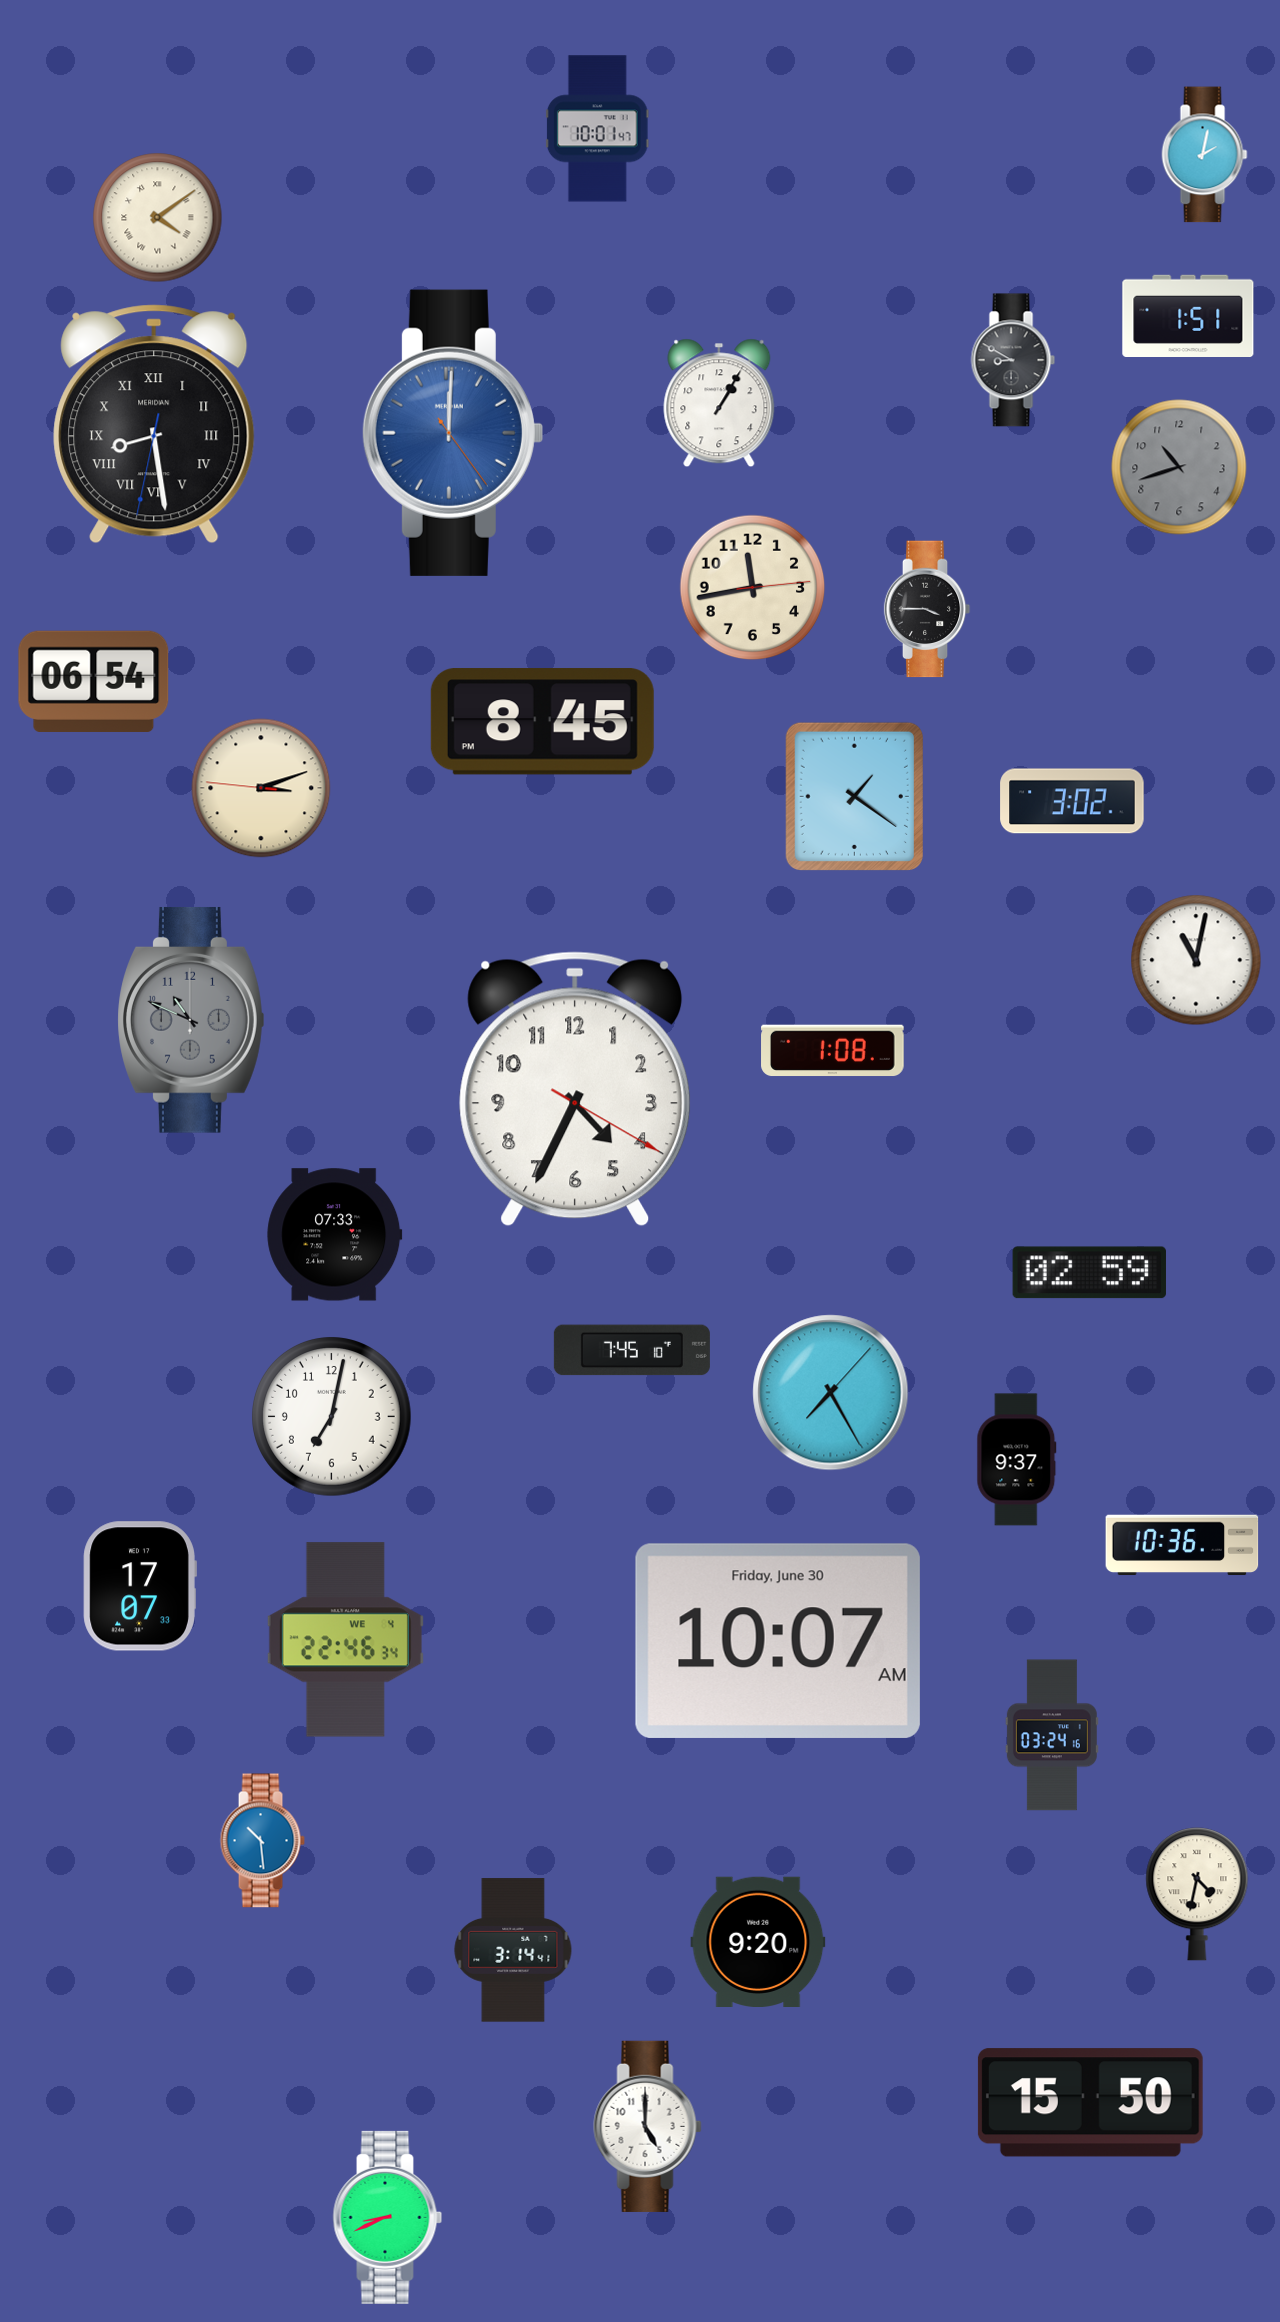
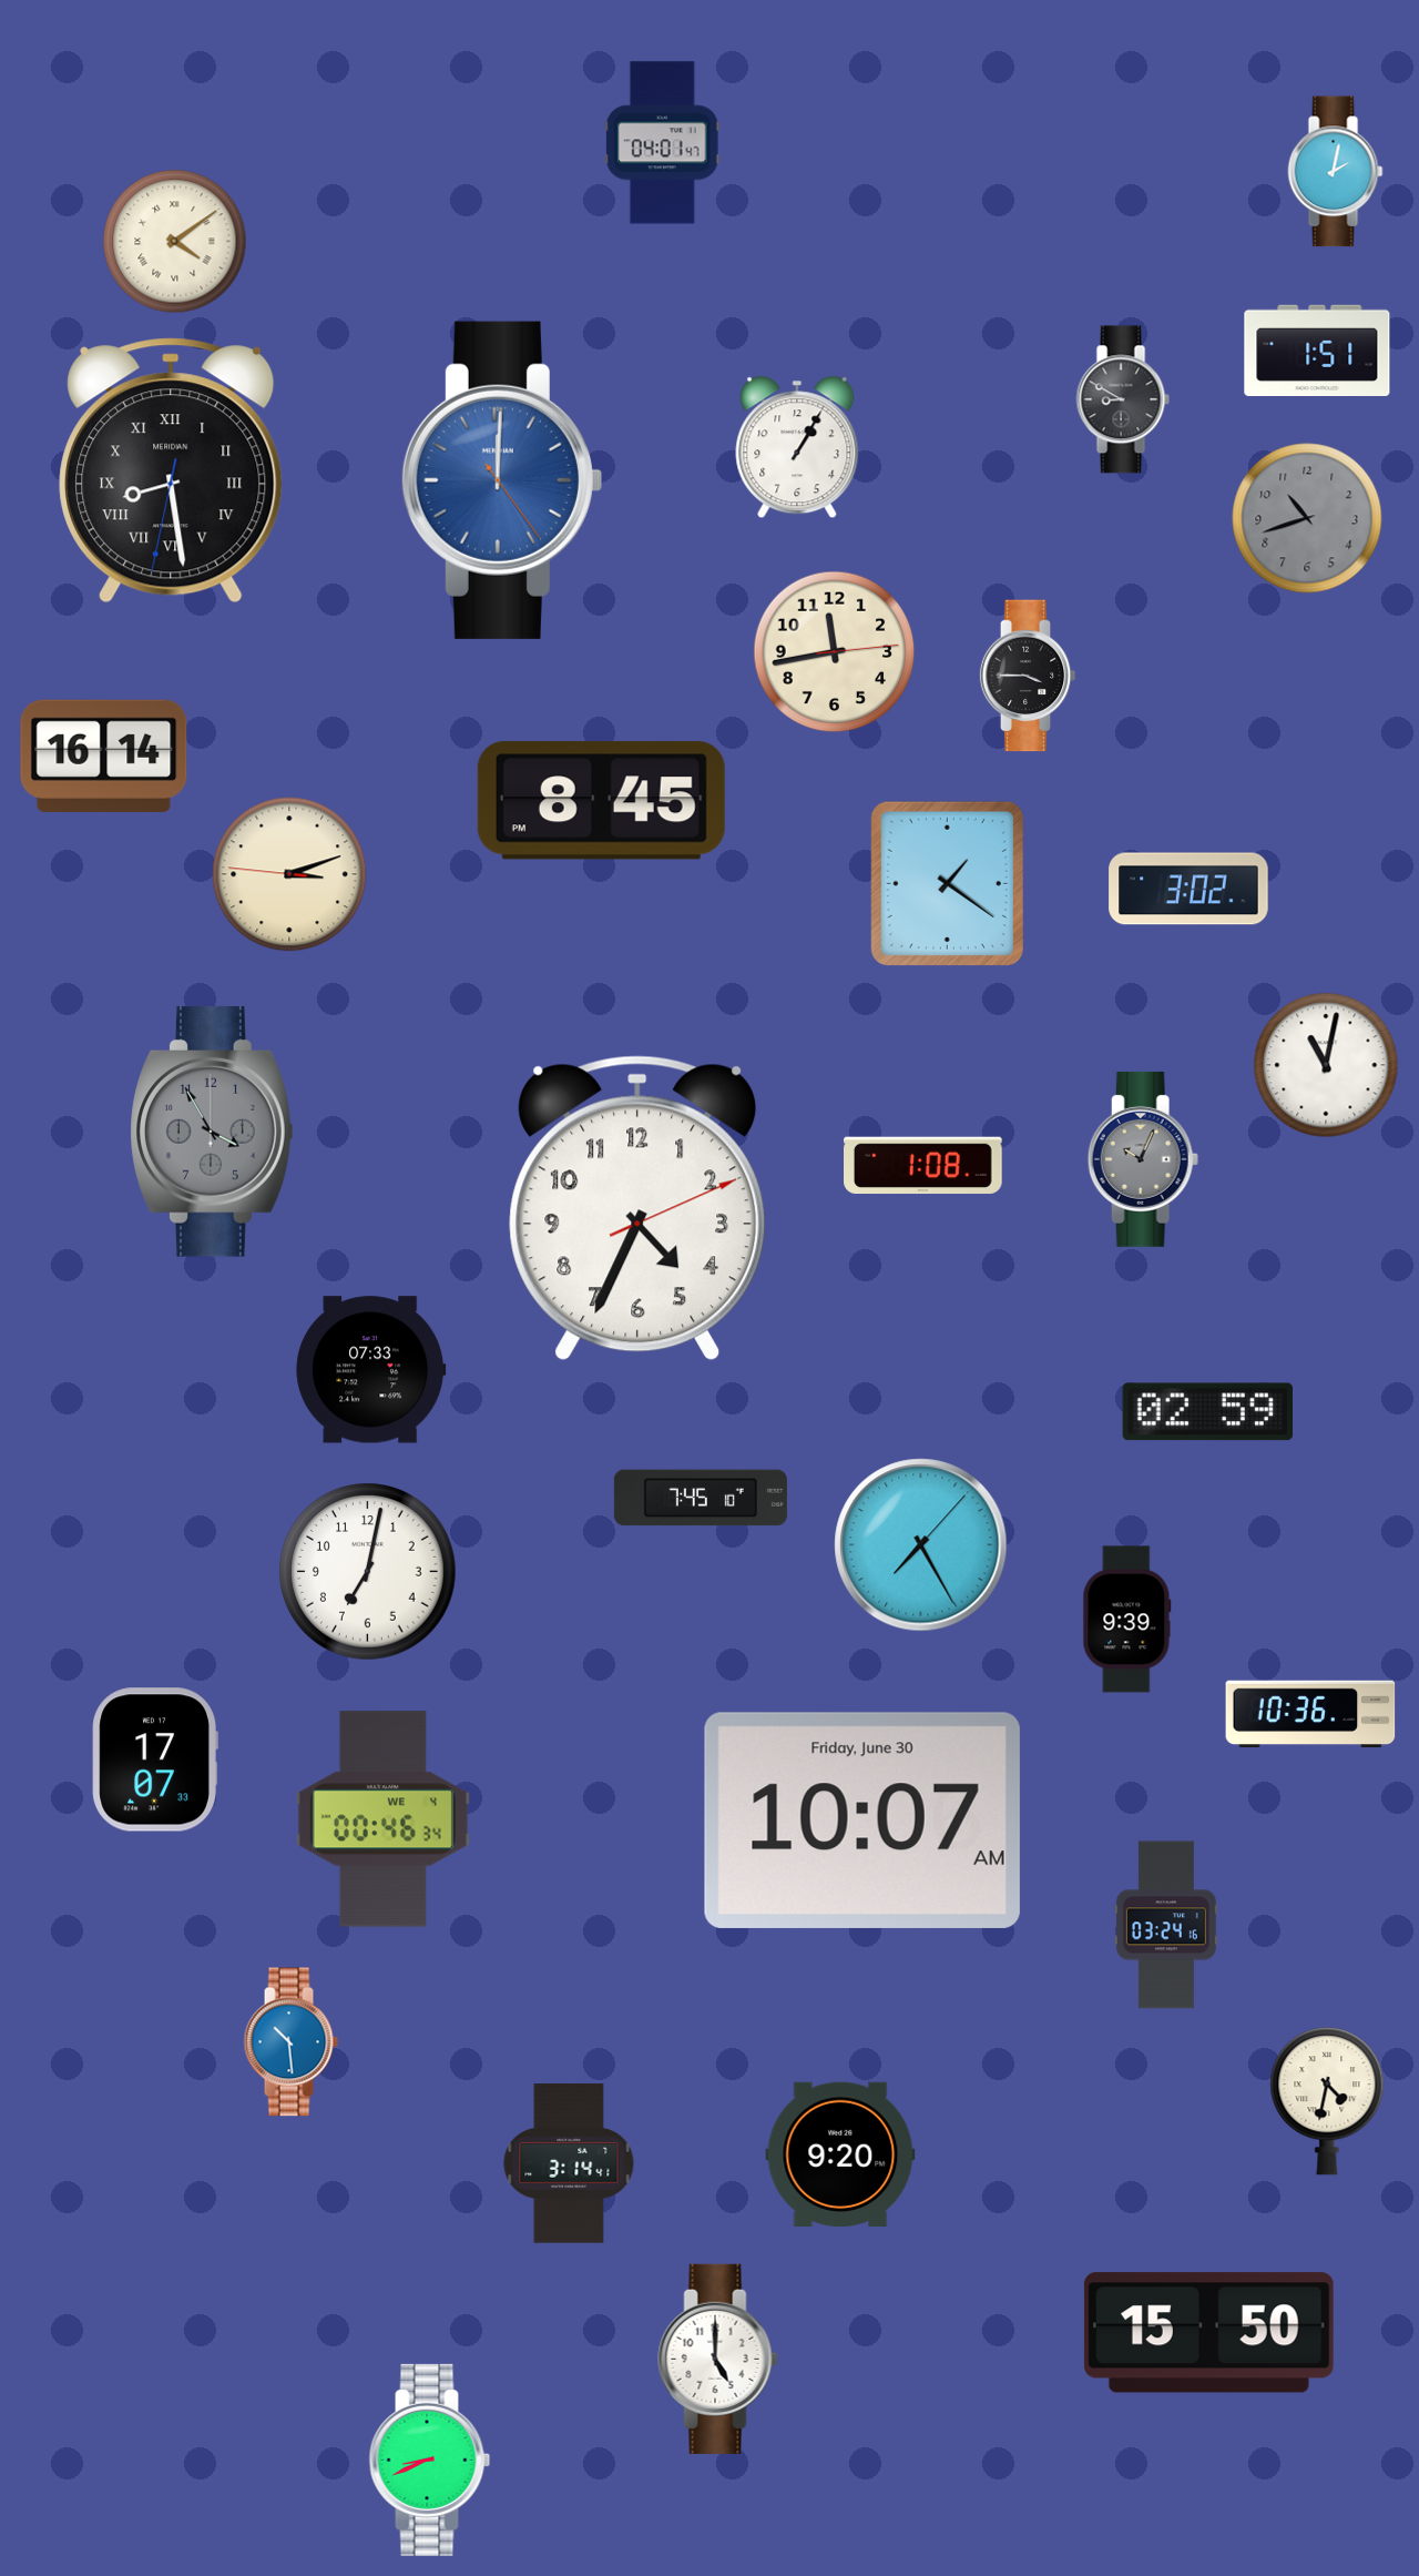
clock at (597, 129): 10:01 -> 04:01
clock at (94, 681): 06:54 -> 16:14
clock at (191, 1020): 10:49 -> 3:55
clock at (1143, 1159): none -> 10:04
clock at (575, 1089): 4:34:20 -> 4:34:11
clock at (1017, 1460): 9:37 -> 9:39
clock at (345, 1640): 22:46 -> 00:46
